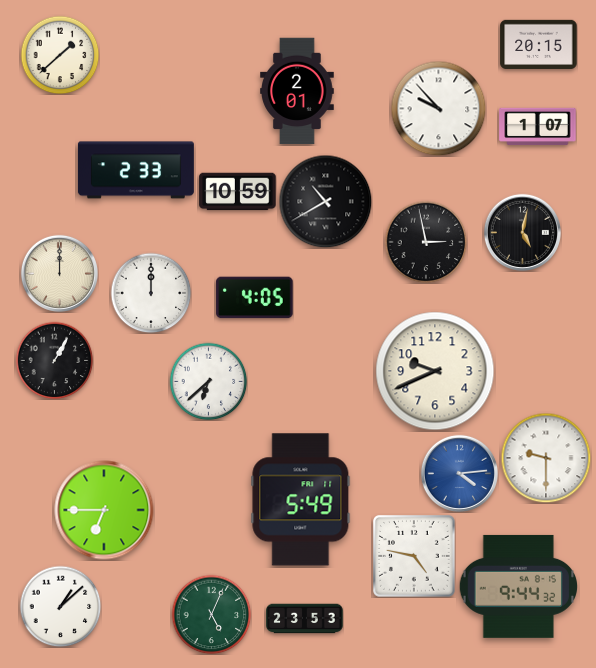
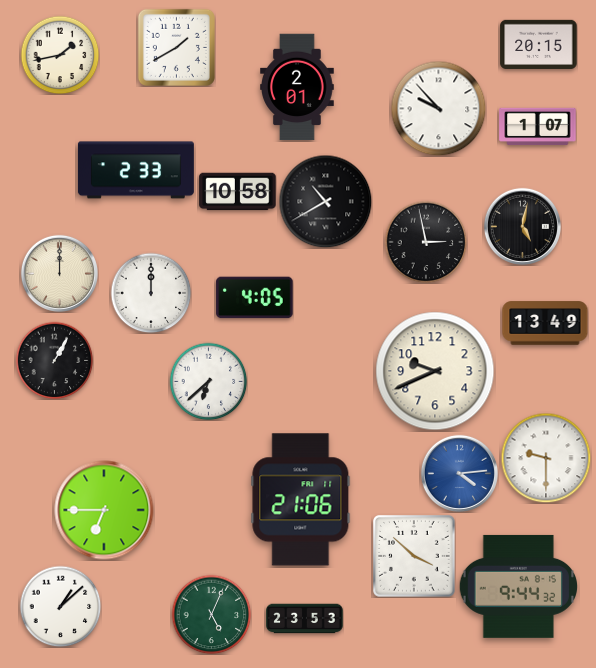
clock at (176, 47): none -> 1:40
clock at (60, 55): 1:38 -> 1:43
clock at (297, 91) position: (297, 91) -> (297, 87)
clock at (238, 192): 10:59 -> 10:58
clock at (522, 232) position: (522, 232) -> (522, 226)
clock at (545, 323): none -> 13:49
clock at (301, 500): 5:49 -> 21:06
clock at (415, 557): 4:47 -> 3:52
